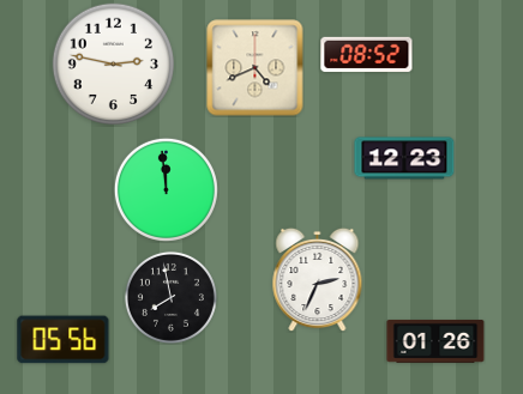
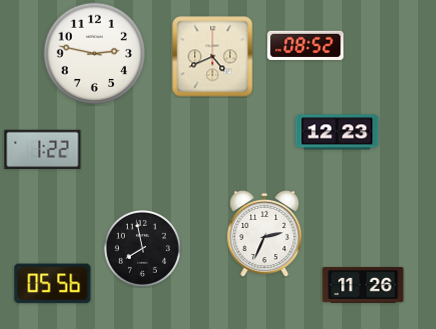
clock at (43, 150): none -> 1:22
clock at (166, 189): 11:59 -> none
clock at (435, 341): 01:26 -> 11:26
